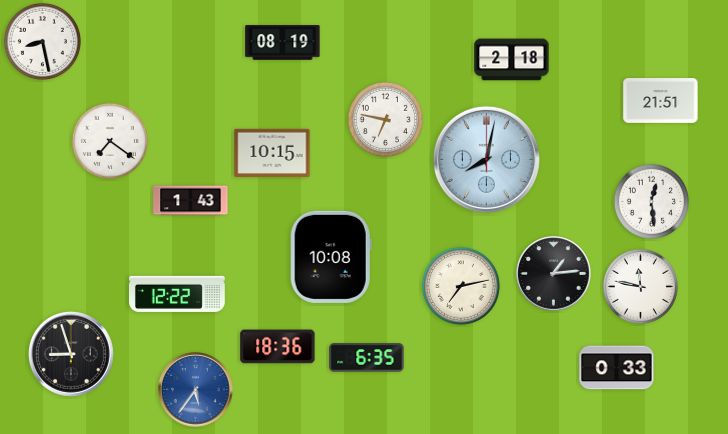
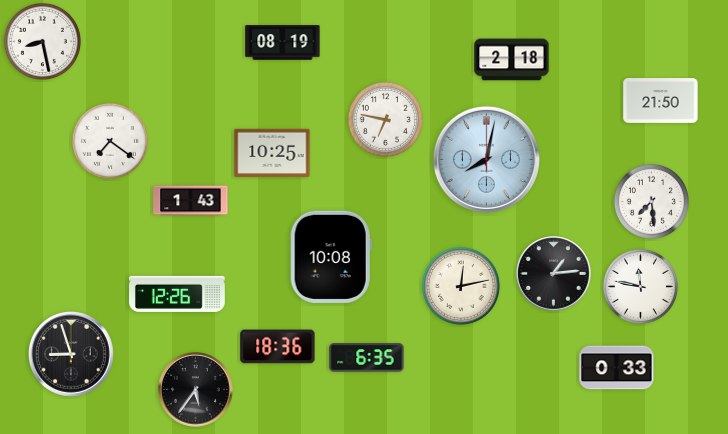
clock at (661, 101): 21:51 -> 21:50
clock at (272, 153): 10:15 -> 10:25
clock at (651, 201): 12:29 -> 7:29
clock at (461, 286): 7:13 -> 12:13
clock at (178, 294): 12:22 -> 12:26
clock at (196, 390) dial: blue -> black
